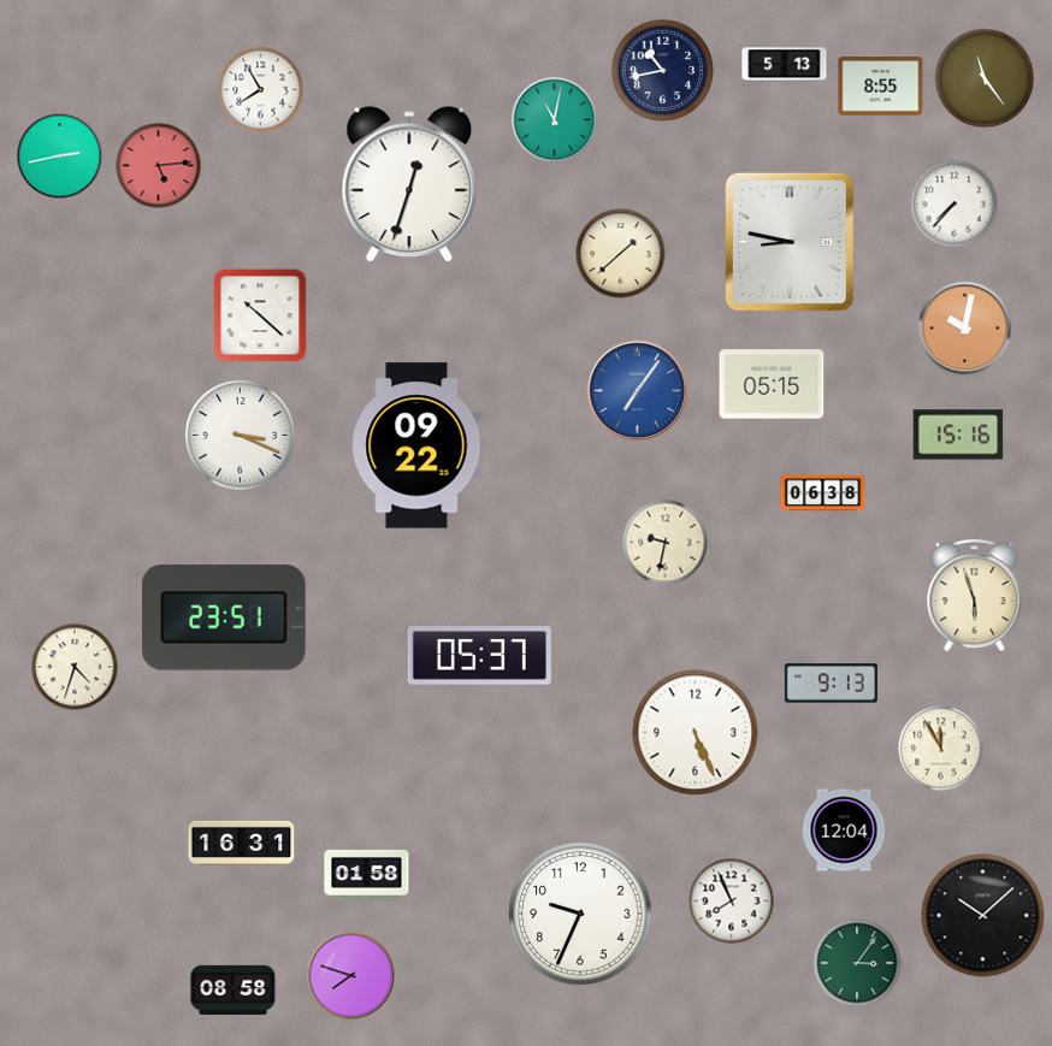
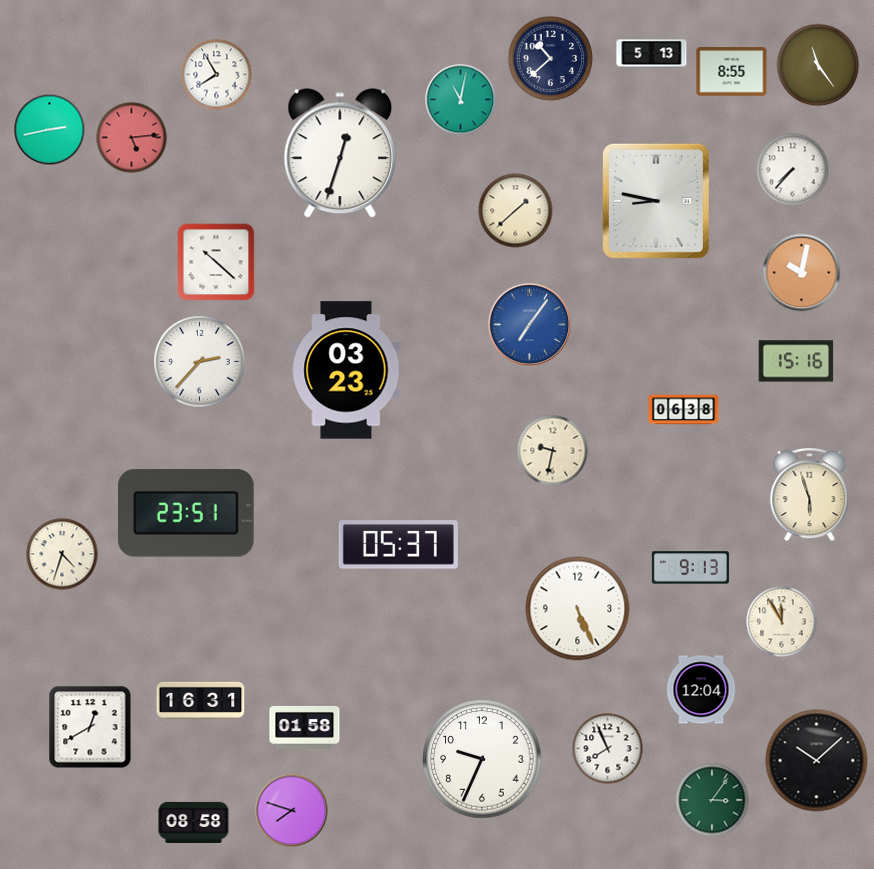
clock at (663, 71): 10:43 -> 10:38
clock at (772, 384): 05:15 -> none
clock at (241, 436): 3:19 -> 2:37
clock at (416, 445): 09:22 -> 03:23
clock at (90, 727): none -> 12:40
